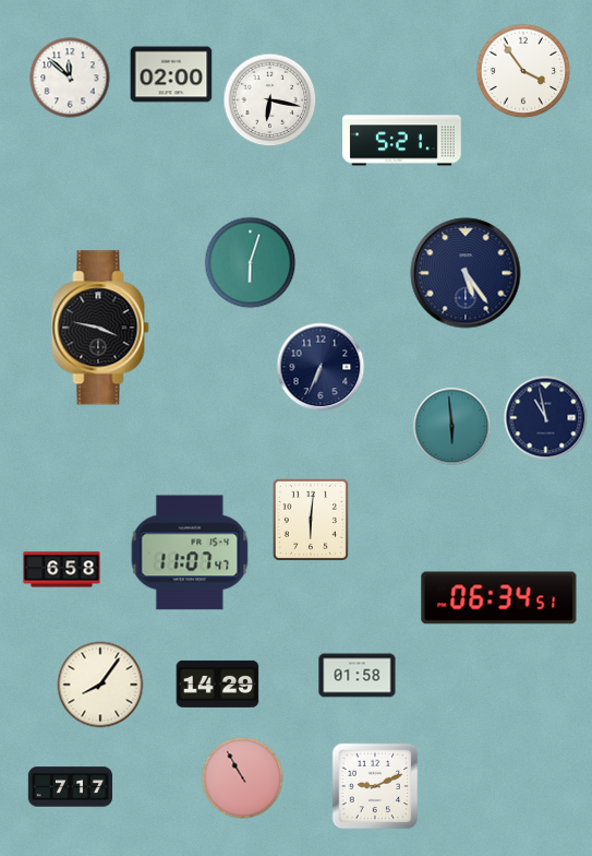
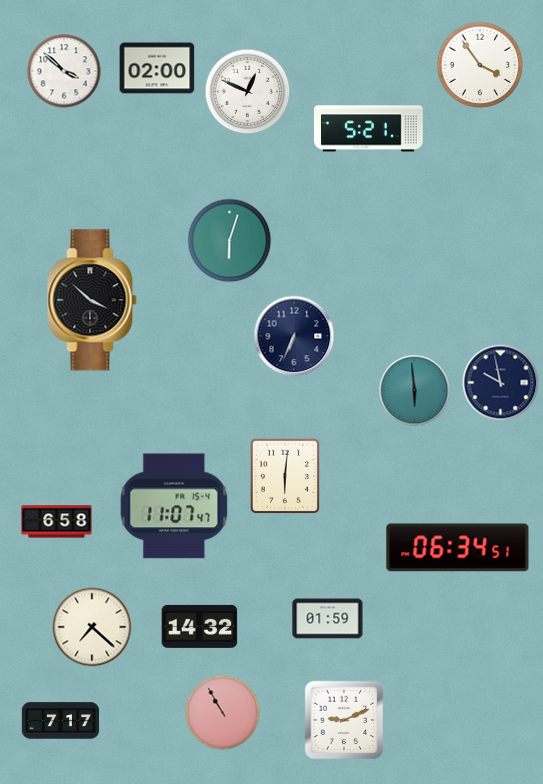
clock at (70, 78): 11:52 -> 3:52
clock at (270, 100): 6:17 -> 12:49
clock at (466, 273): 5:24 -> none
clock at (100, 328): 3:47 -> 3:52
clock at (546, 418): 10:58 -> 9:58
clock at (358, 676): 01:58 -> 01:59
clock at (218, 683): 14:29 -> 14:32
clock at (100, 685): 8:06 -> 7:22
clock at (71, 787) position: (71, 787) -> (61, 721)
